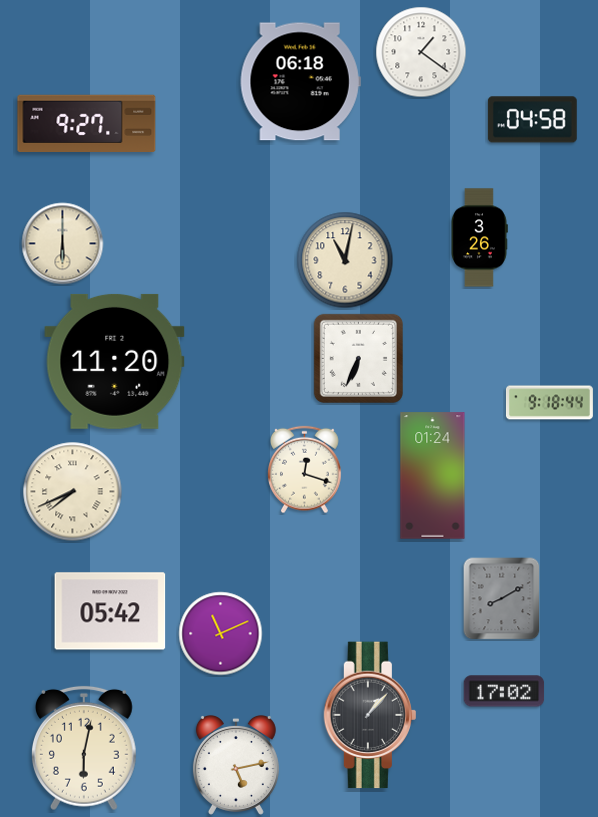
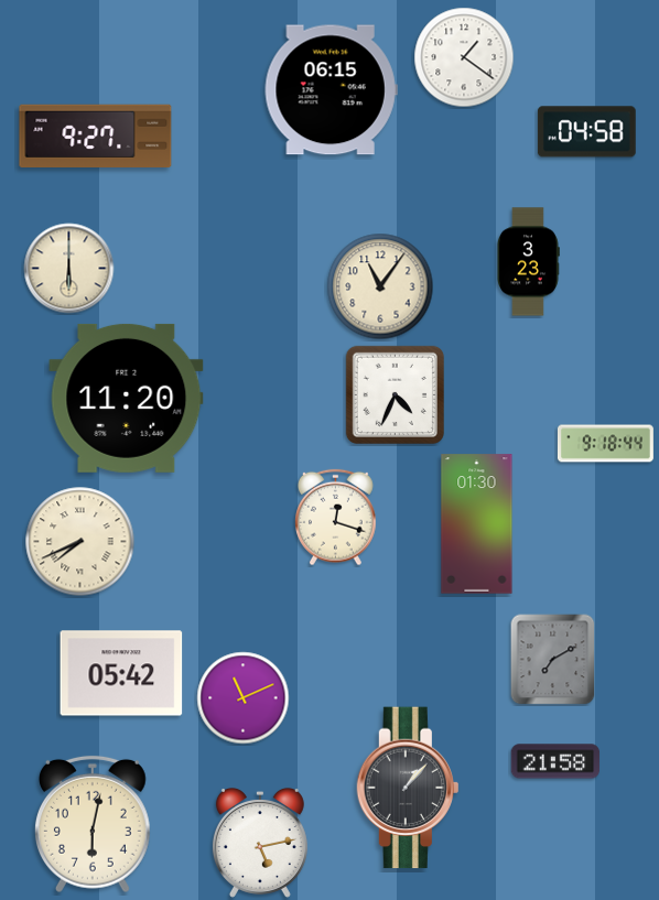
clock at (300, 82): 06:18 -> 06:15
clock at (480, 238): 3:26 -> 3:23
clock at (345, 260): 11:02 -> 11:06
clock at (358, 358): 6:34 -> 4:34
clock at (433, 476): 01:24 -> 01:30
clock at (502, 599): 8:10 -> 7:10
clock at (504, 691): 17:02 -> 21:58
